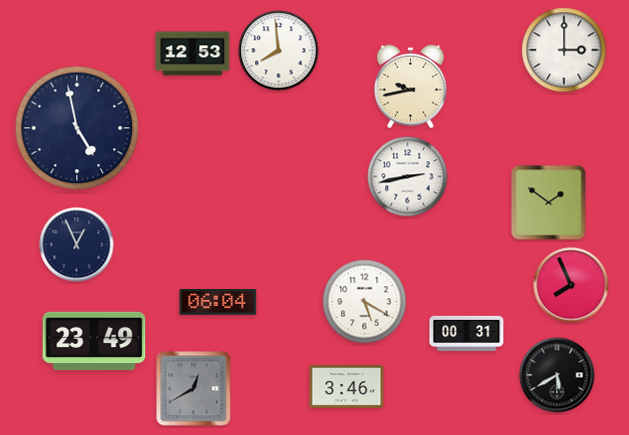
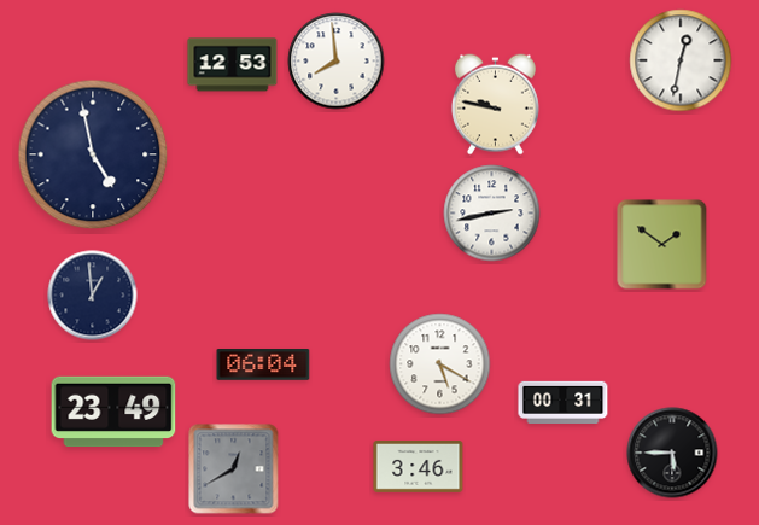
clock at (564, 50): 3:00 -> 12:32
clock at (410, 87): 9:43 -> 9:47
clock at (77, 245): 12:56 -> 12:59
clock at (571, 285): 7:56 -> none
clock at (557, 375): 5:40 -> 5:45
